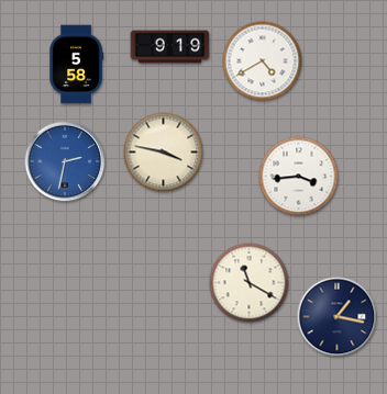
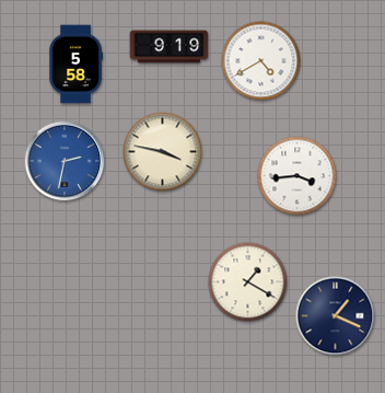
clock at (250, 283): 11:20 -> 1:20
clock at (338, 317): 1:17 -> 1:19
